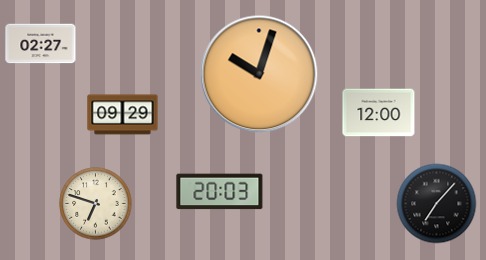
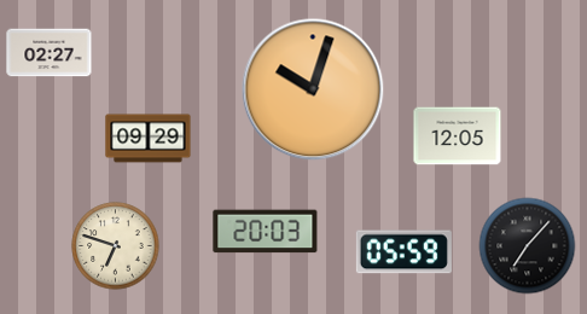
clock at (379, 113): 12:00 -> 12:05
clock at (403, 252): none -> 05:59
